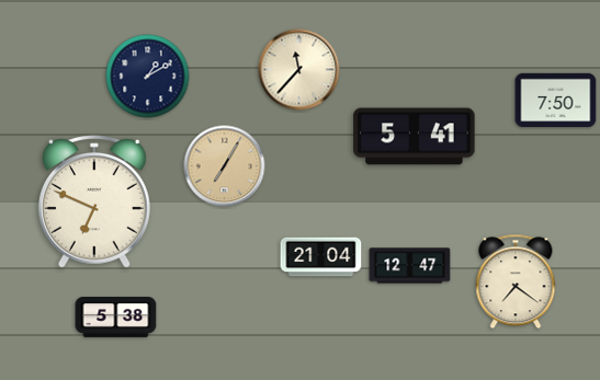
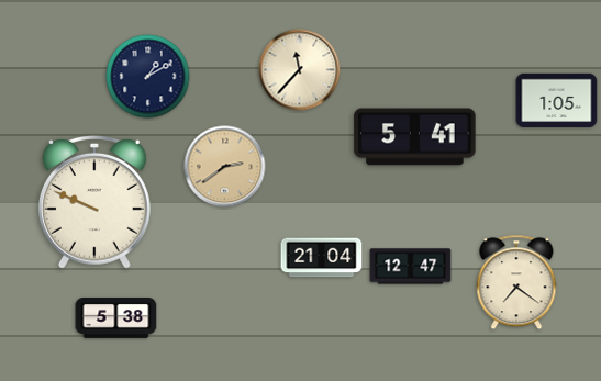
clock at (556, 100): 7:50 -> 1:05
clock at (225, 166): 7:05 -> 2:39
clock at (94, 201): 6:49 -> 9:49
